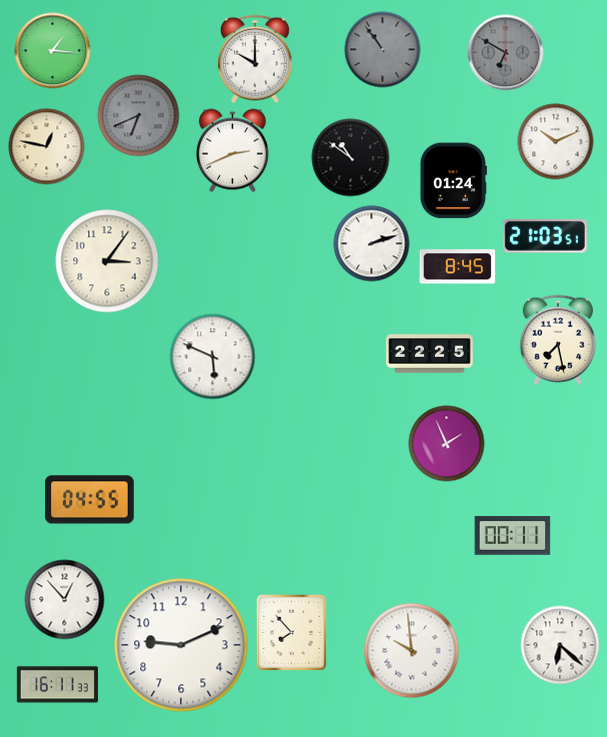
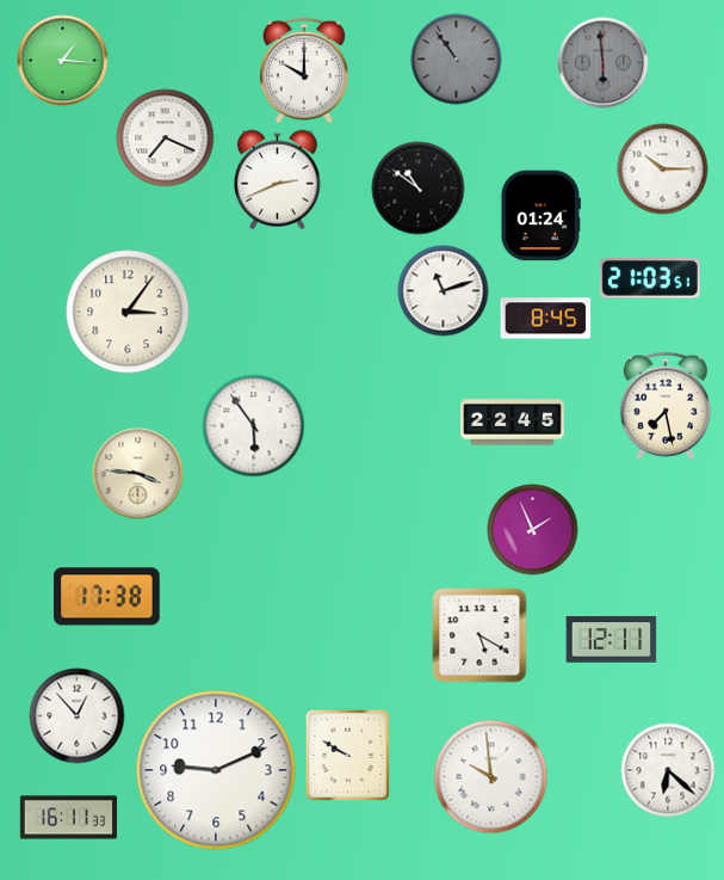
clock at (506, 53): 6:50 -> 5:59
clock at (139, 116): 6:41 -> 7:19
clock at (139, 116) dial: grey -> white
clock at (556, 142): 10:11 -> 10:15
clock at (47, 147): 12:47 -> none
clock at (545, 236) position: (545, 236) -> (650, 278)
clock at (372, 244): 2:12 -> 11:12
clock at (430, 354): 22:25 -> 22:45
clock at (213, 357): 5:49 -> 5:54
clock at (138, 474): none -> 3:46
clock at (90, 500): 04:55 -> 17:38
clock at (479, 635): none -> 5:20
clock at (513, 536): 00:11 -> 12:11
clock at (292, 632): 7:53 -> 9:50
